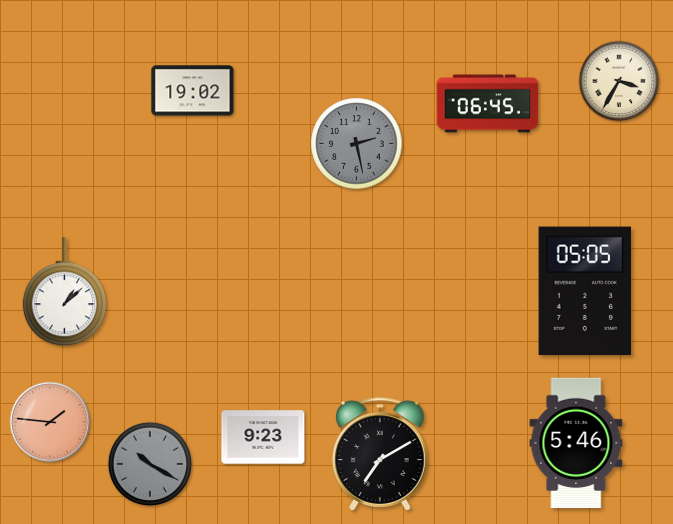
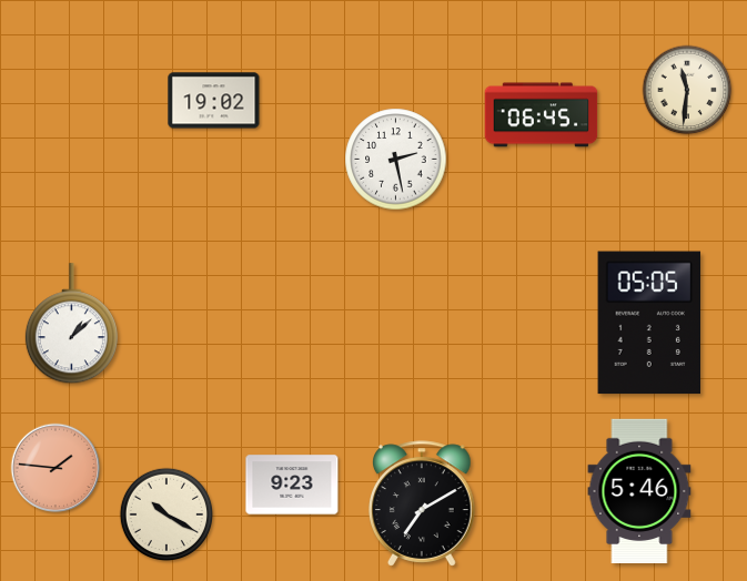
clock at (619, 81): 3:35 -> 11:31
clock at (357, 144) dial: grey -> white
clock at (149, 463) dial: grey -> cream
